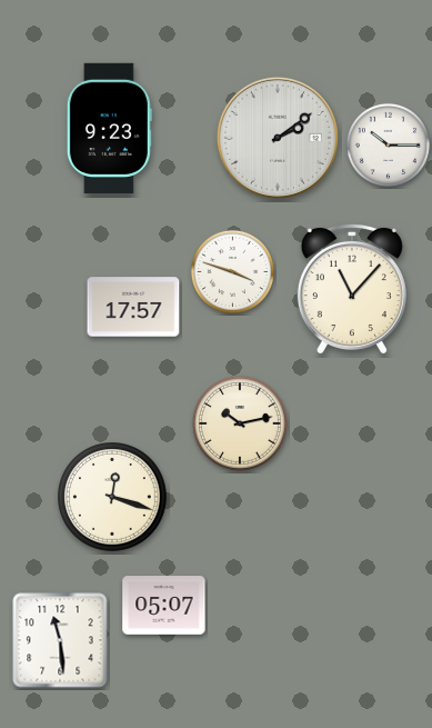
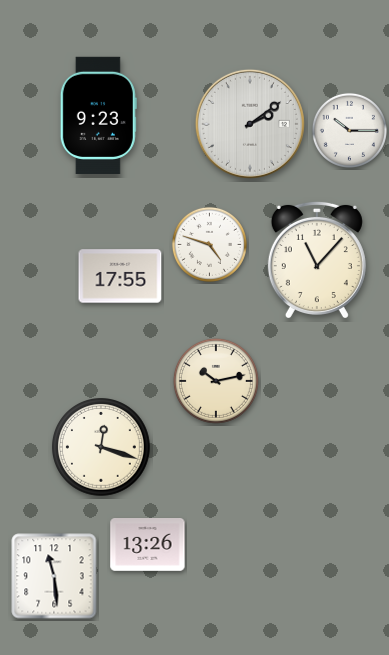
clock at (232, 271): 3:48 -> 4:48
clock at (133, 307): 17:57 -> 17:55
clock at (164, 606): 05:07 -> 13:26
